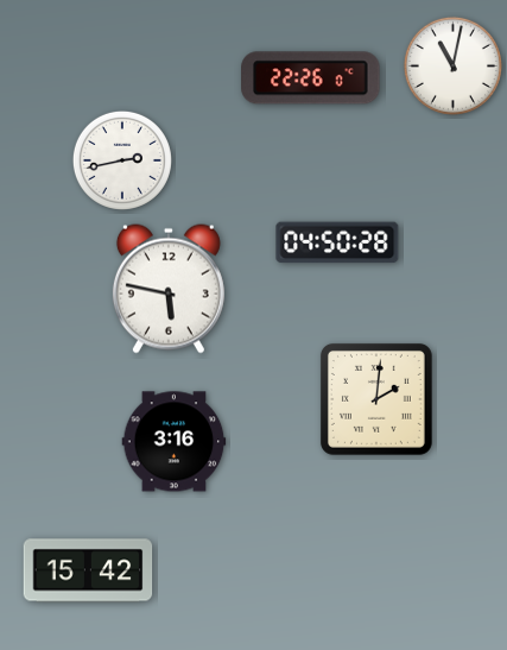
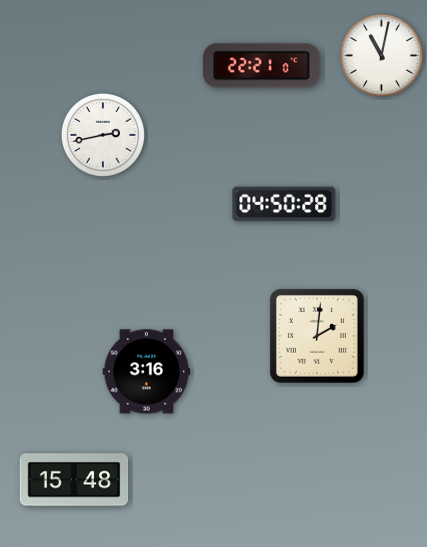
clock at (311, 78): 22:26 -> 22:21
clock at (169, 289): 5:47 -> none
clock at (88, 570): 15:42 -> 15:48
